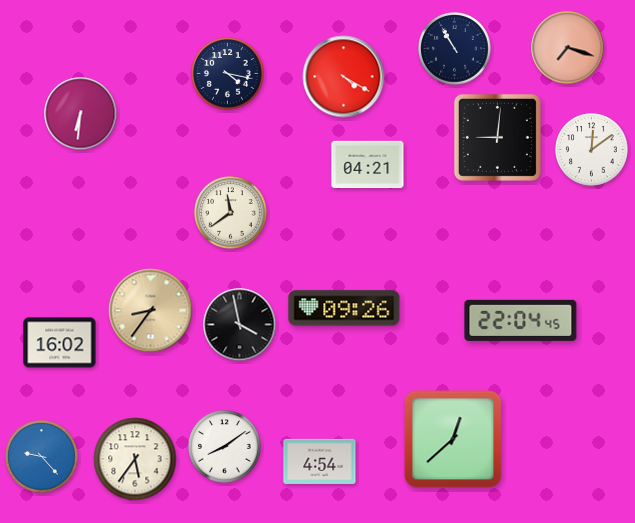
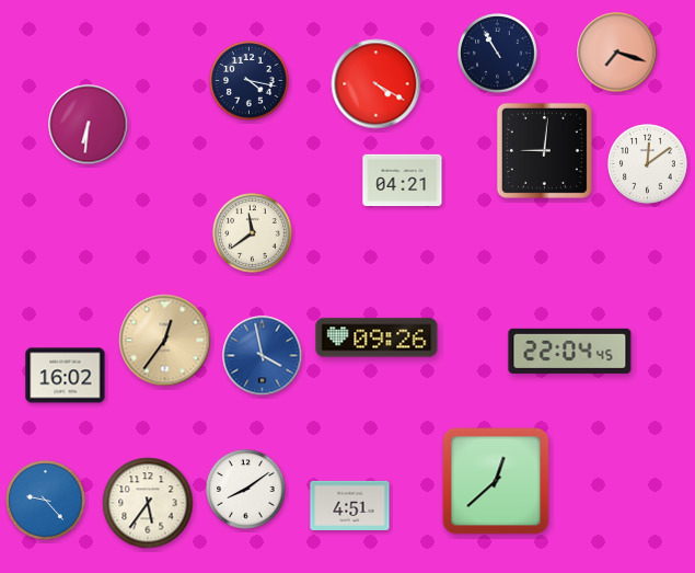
clock at (568, 48) position: (568, 48) -> (617, 53)
clock at (151, 311): 8:36 -> 12:36
clock at (240, 325) dial: black -> blue
clock at (320, 461): 4:54 -> 4:51
